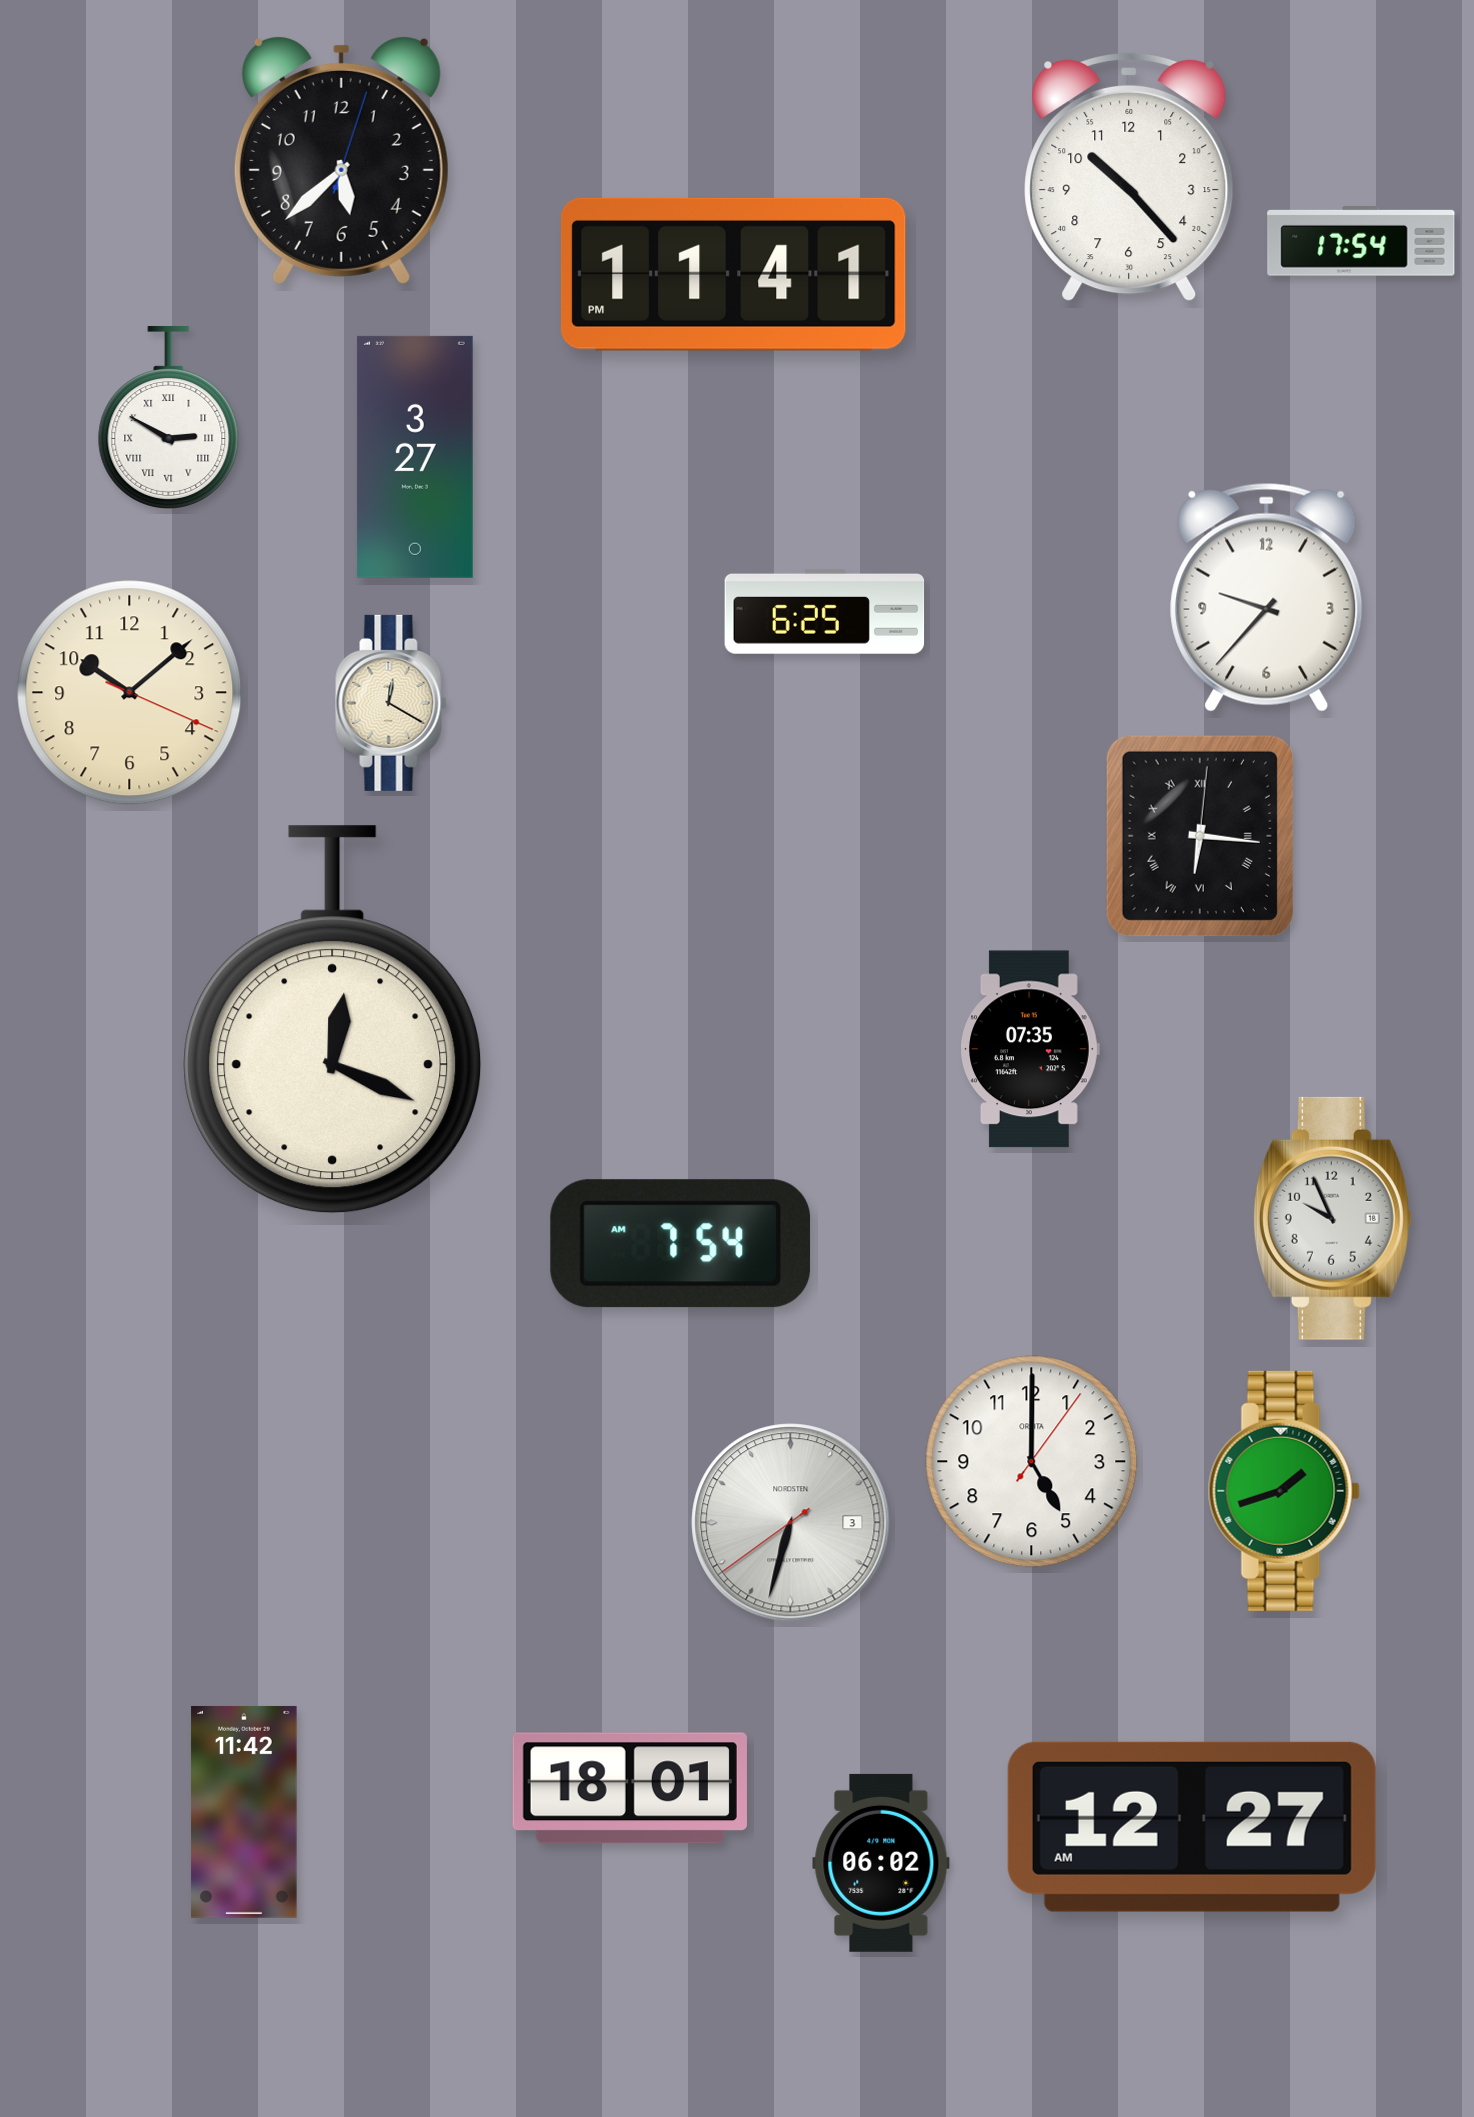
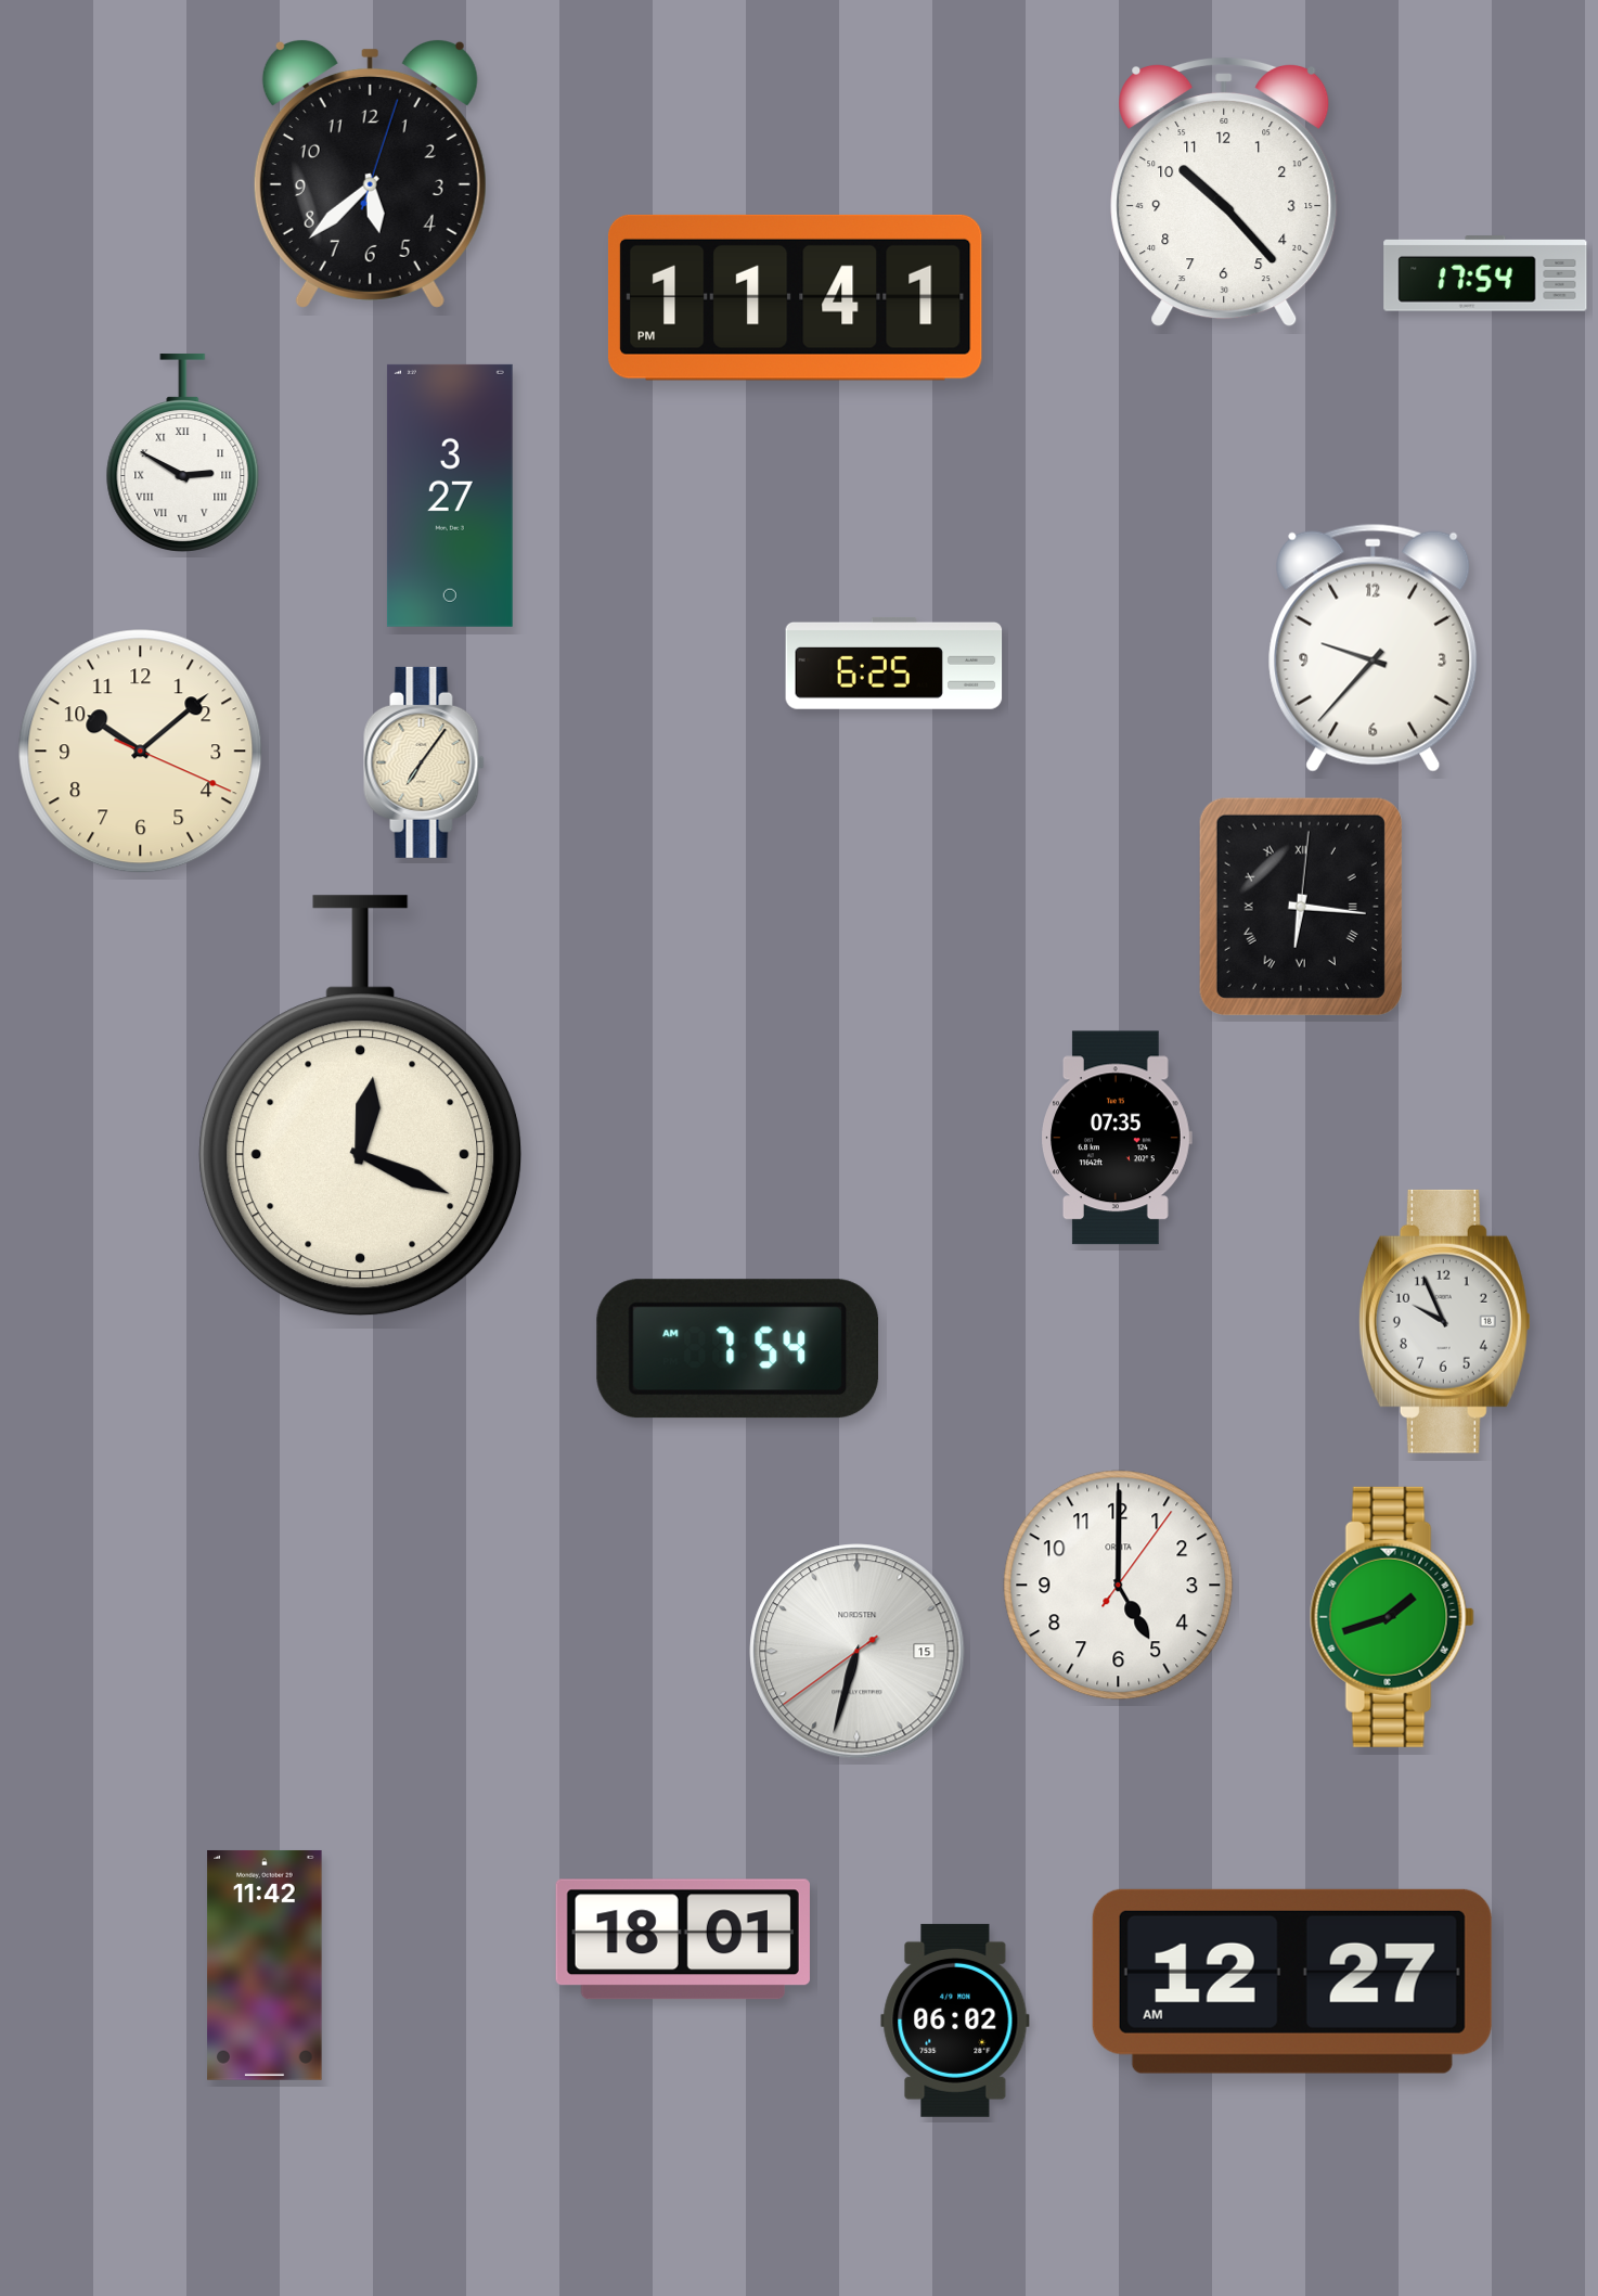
clock at (1361, 242) position: (1361, 242) -> (1485, 274)
clock at (391, 703): 12:20 -> 7:06
clock at (791, 1523) date: 3 -> 15
